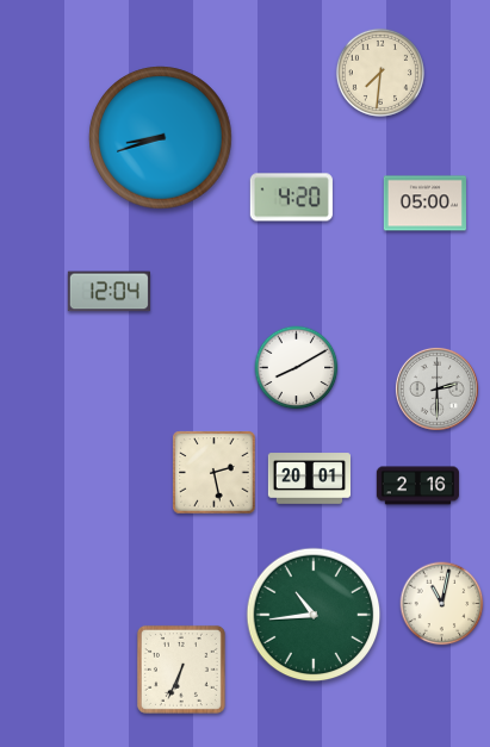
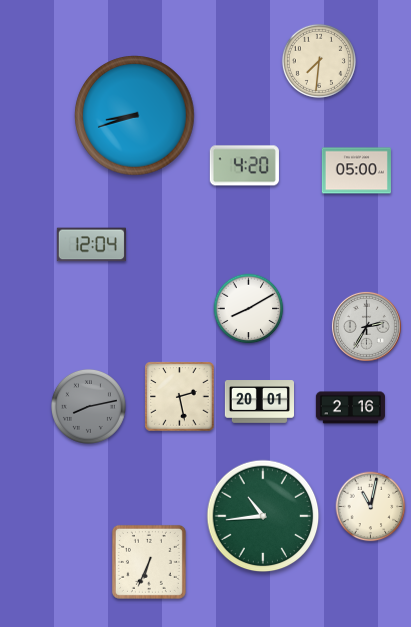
clock at (436, 388): 2:30 -> 2:35
clock at (88, 406): none -> 8:13
clock at (181, 670) position: (181, 670) -> (149, 562)
